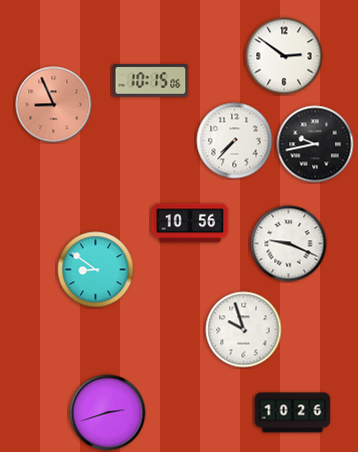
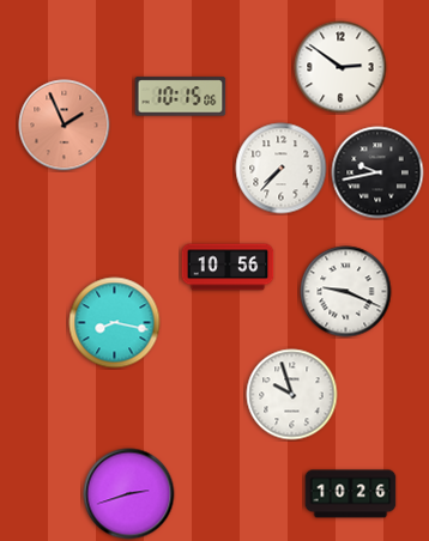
clock at (54, 105): 8:56 -> 1:56
clock at (96, 270): 8:51 -> 8:17
